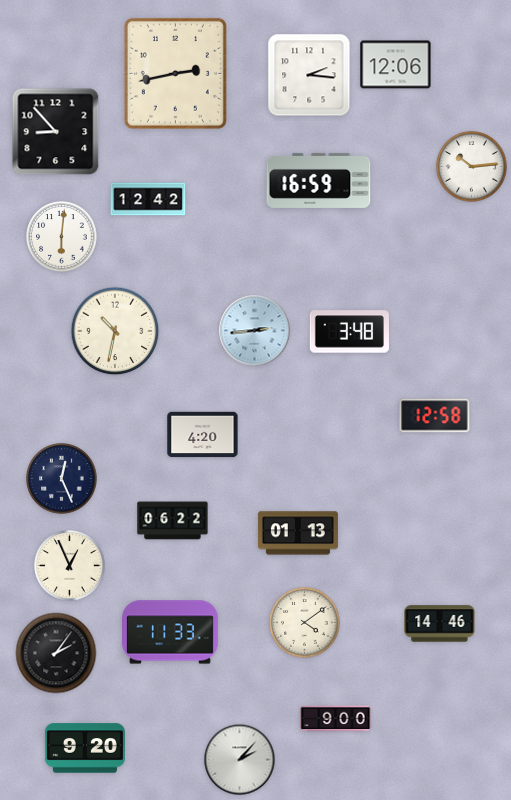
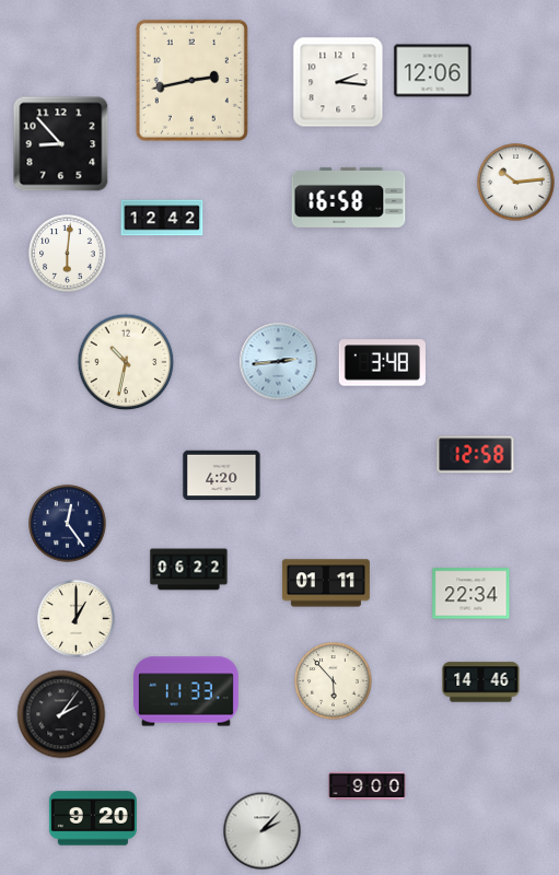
clock at (319, 180): 16:59 -> 16:58
clock at (62, 237) position: (62, 237) -> (68, 254)
clock at (62, 479): 12:26 -> 12:24
clock at (298, 533): 01:13 -> 01:11
clock at (471, 594): none -> 22:34
clock at (70, 566): 12:56 -> 1:00
clock at (305, 623): 4:09 -> 5:53
